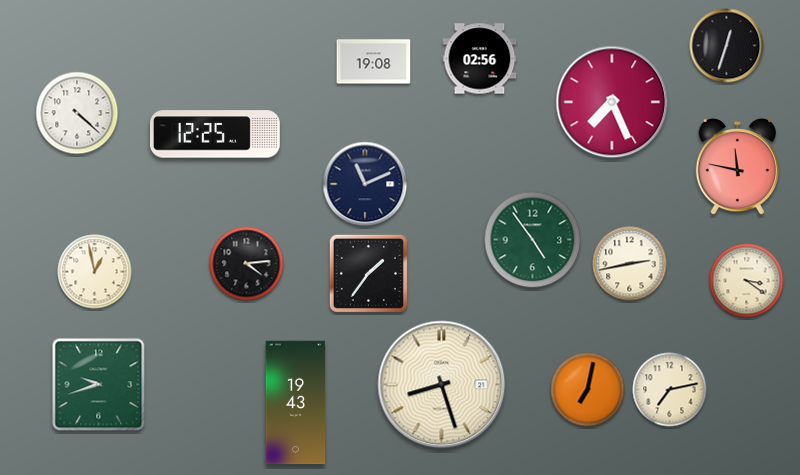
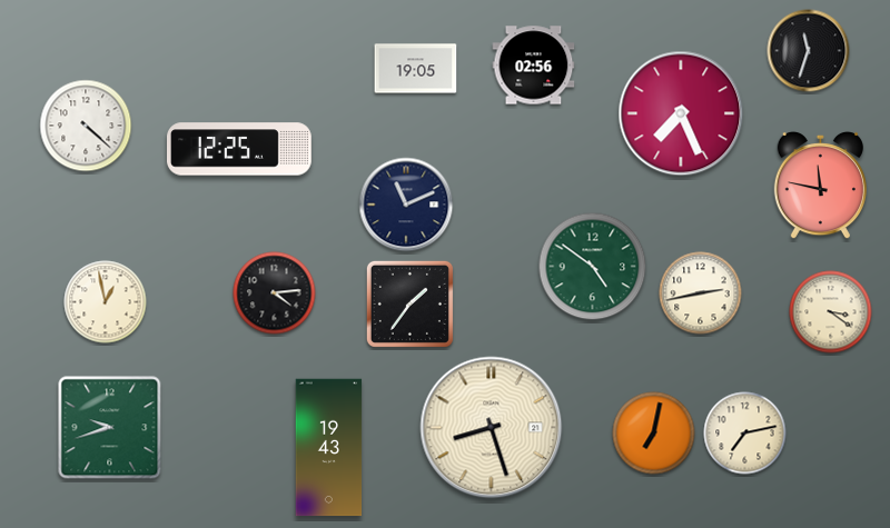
clock at (727, 46): 12:33 -> 11:33
clock at (374, 62): 19:08 -> 19:05
clock at (533, 240): 4:54 -> 4:51
